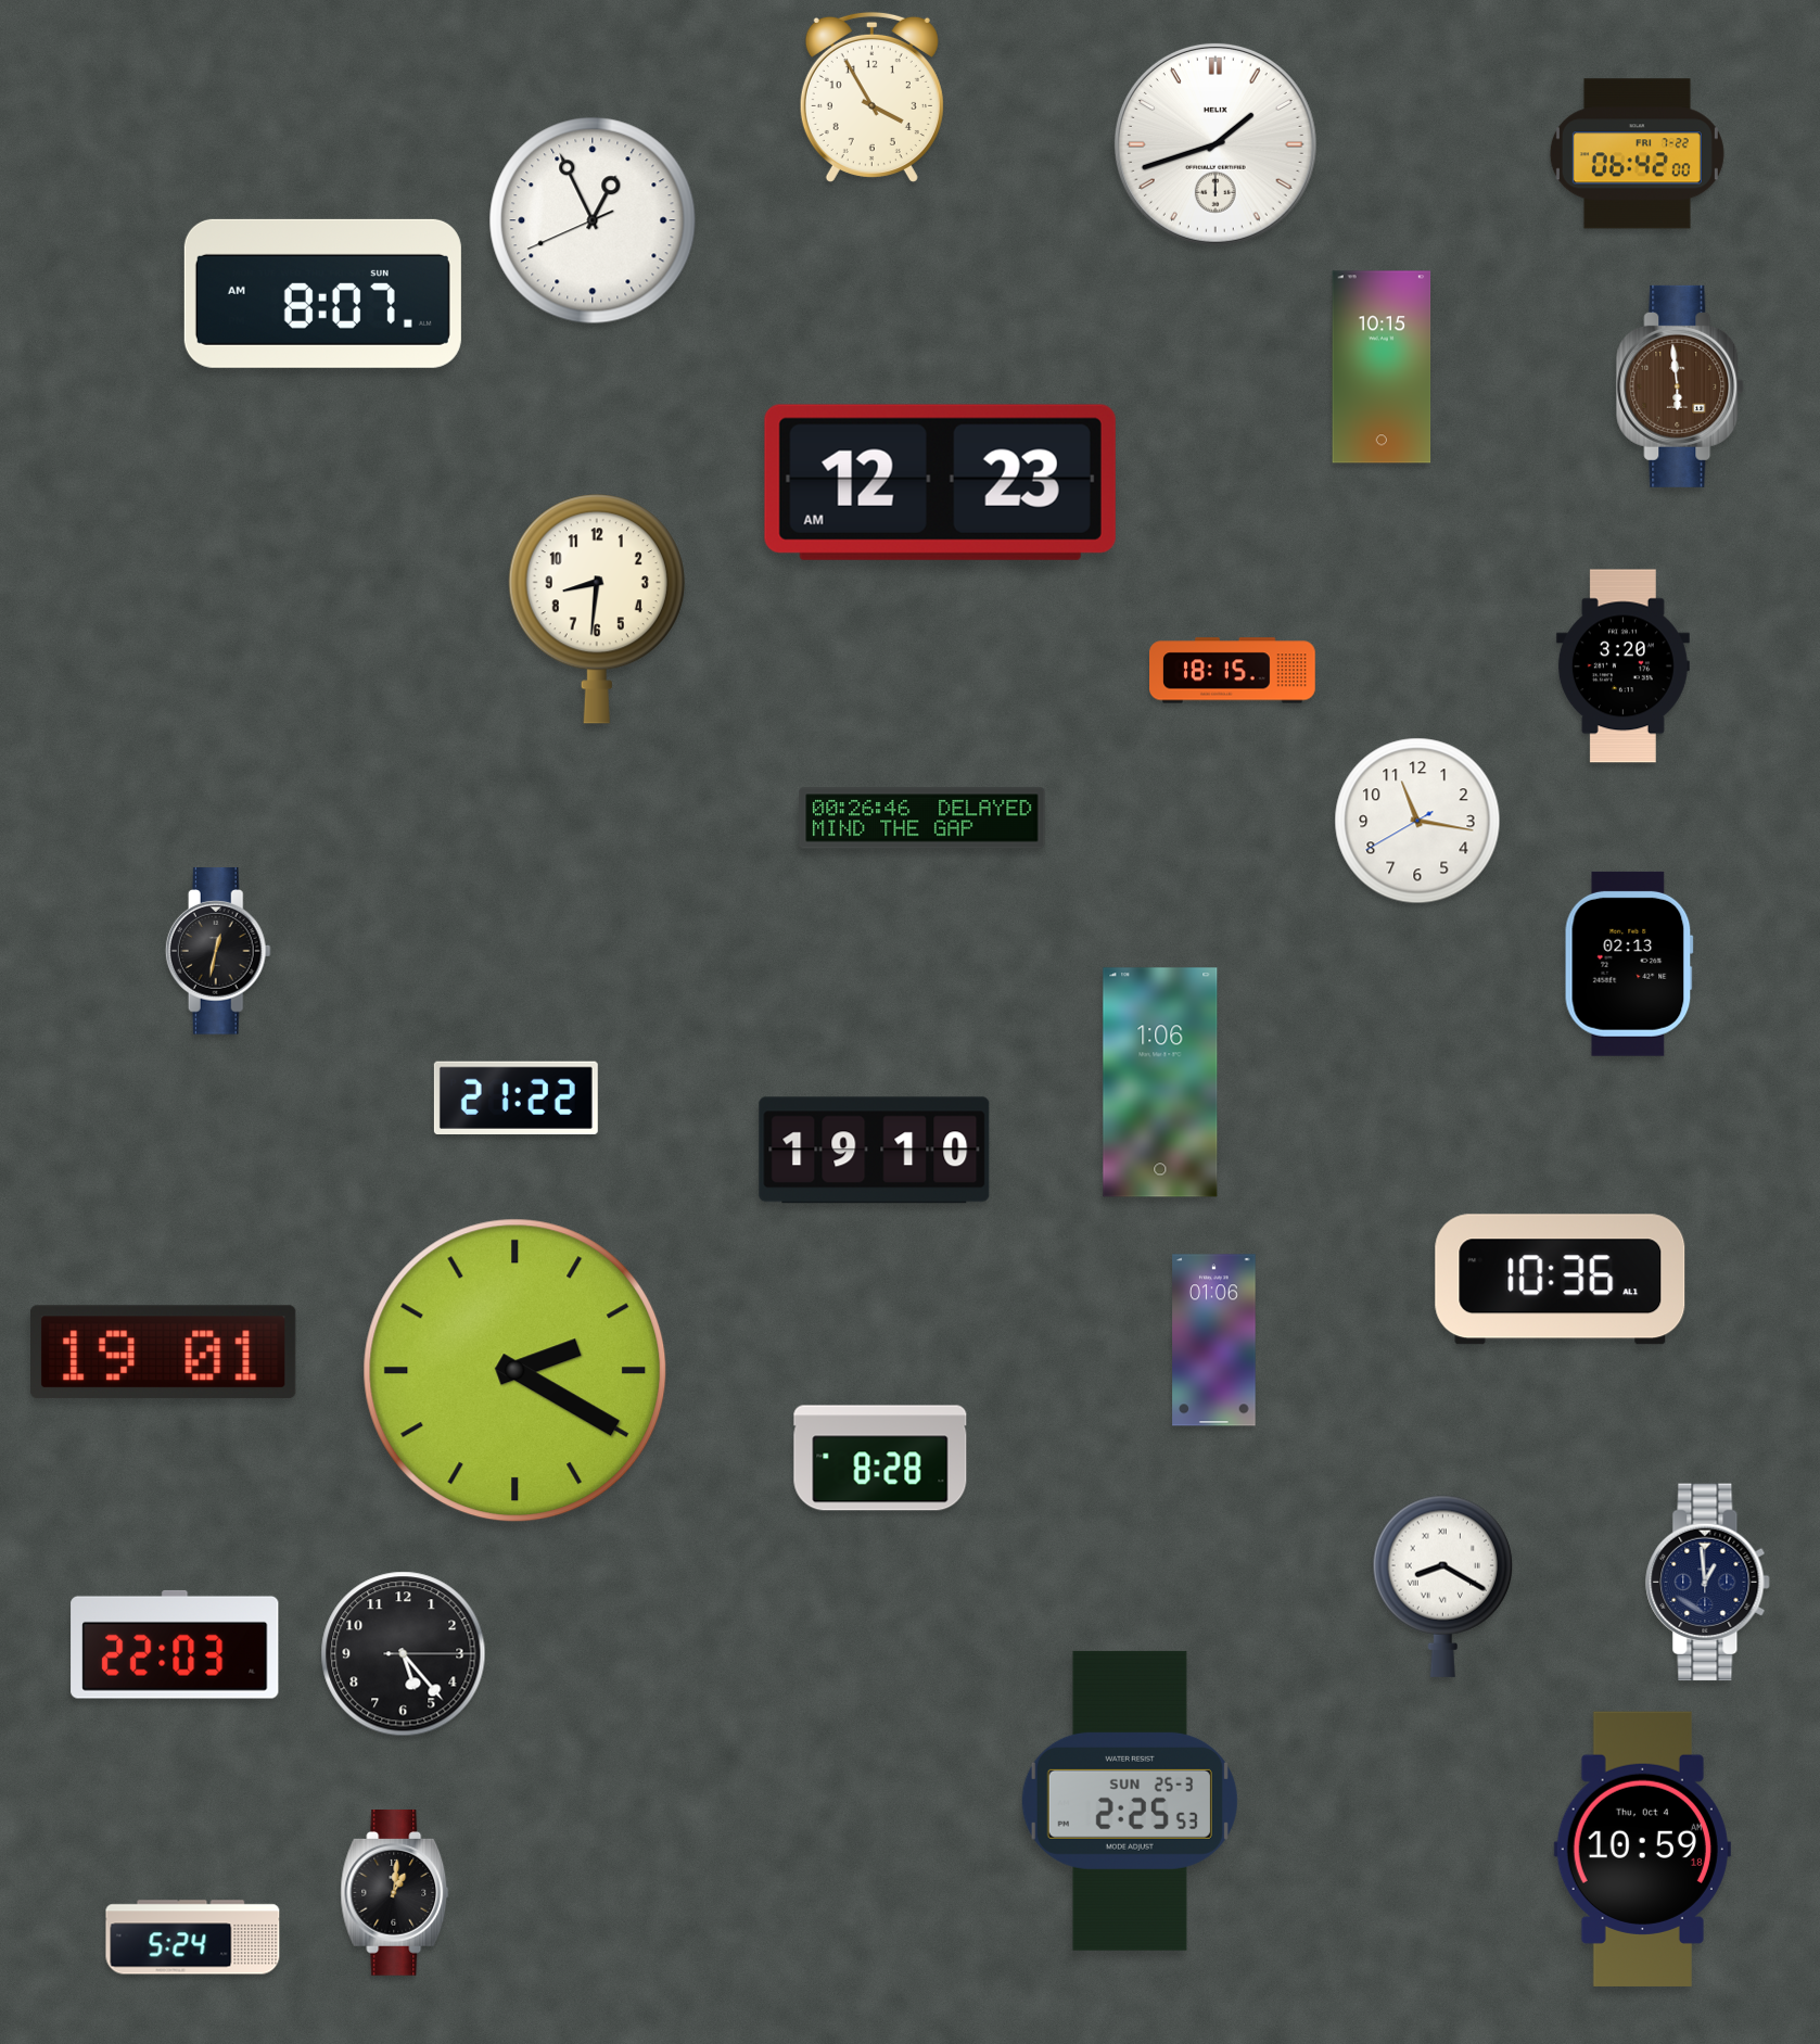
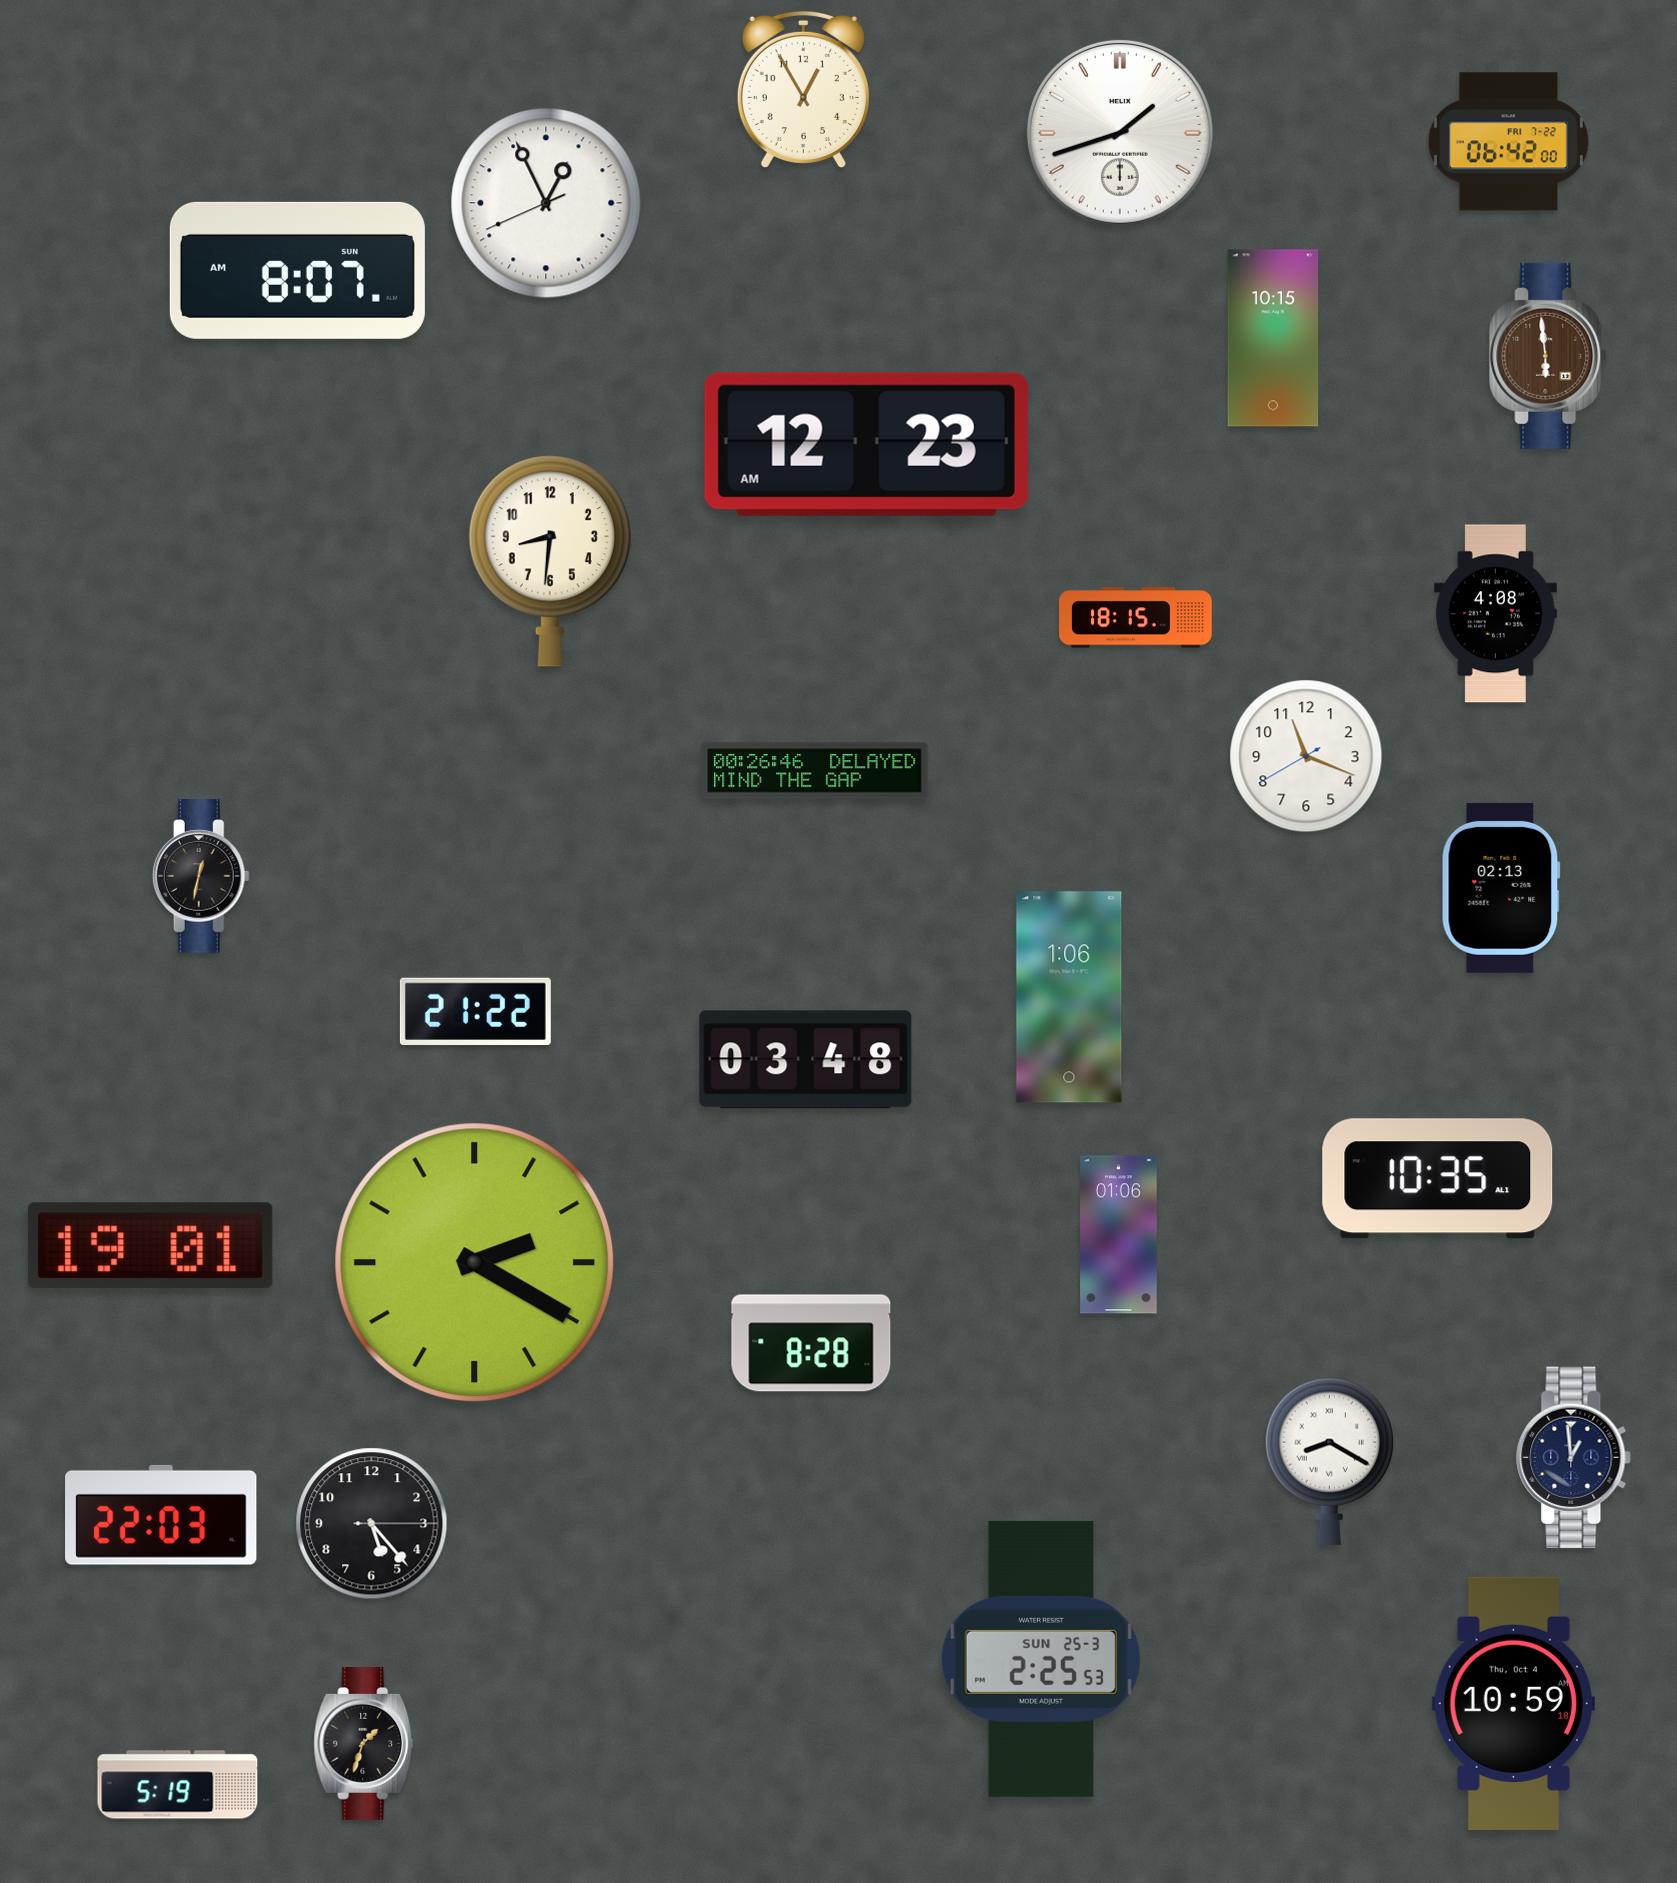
clock at (871, 97): 3:55 -> 12:55
clock at (1622, 666): 3:20 -> 4:08
clock at (922, 818) position: (922, 818) -> (815, 771)
clock at (1417, 821): 11:16 -> 11:18
clock at (875, 1151): 19:10 -> 03:48
clock at (1561, 1280): 10:36 -> 10:35
clock at (395, 1893): 1:01 -> 1:33
clock at (193, 1938): 5:24 -> 5:19
